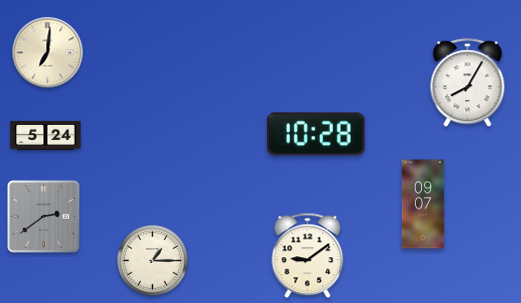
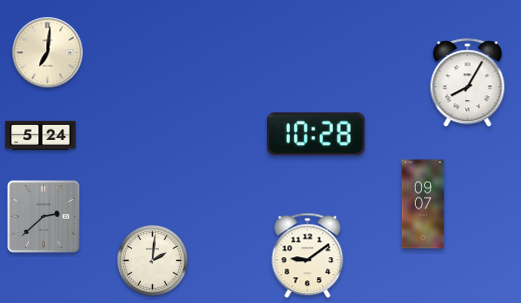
clock at (46, 135) position: (46, 135) -> (41, 135)
clock at (44, 217): 2:39 -> 2:38
clock at (153, 261): 1:15 -> 2:01
